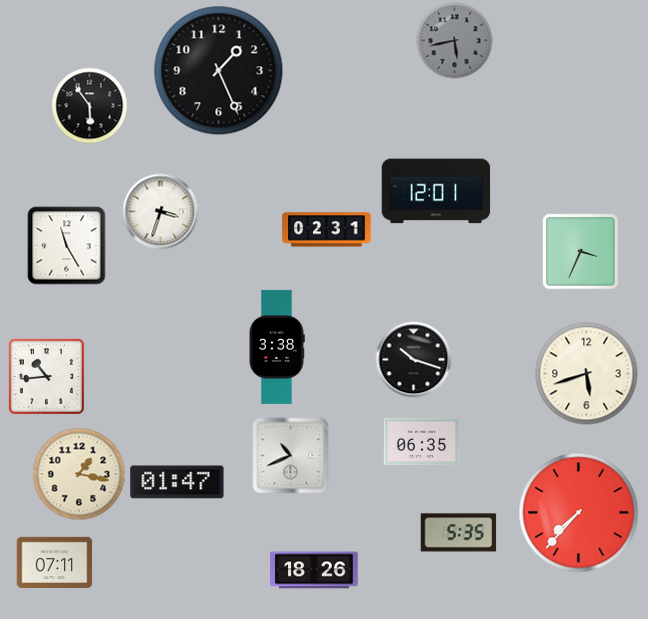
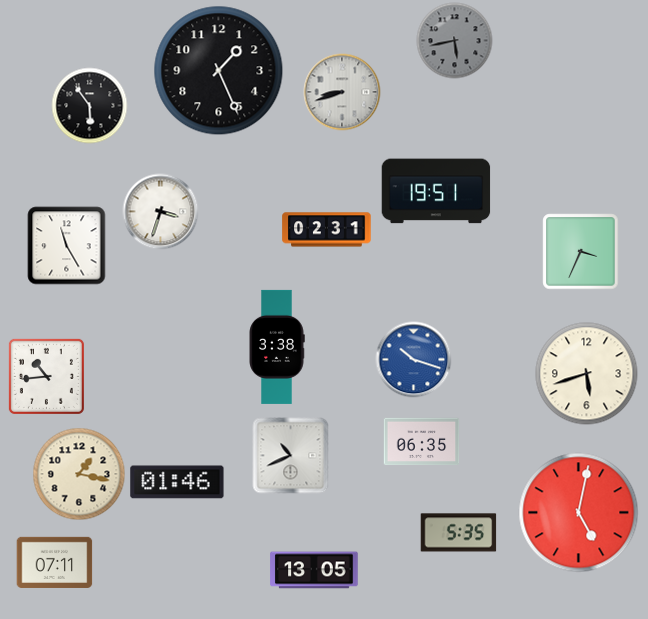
clock at (342, 92): none -> 8:42
clock at (436, 191): 12:01 -> 19:51
clock at (414, 360) dial: black -> blue
clock at (177, 482): 01:47 -> 01:46
clock at (579, 513): 7:37 -> 5:02
clock at (314, 570): 18:26 -> 13:05
